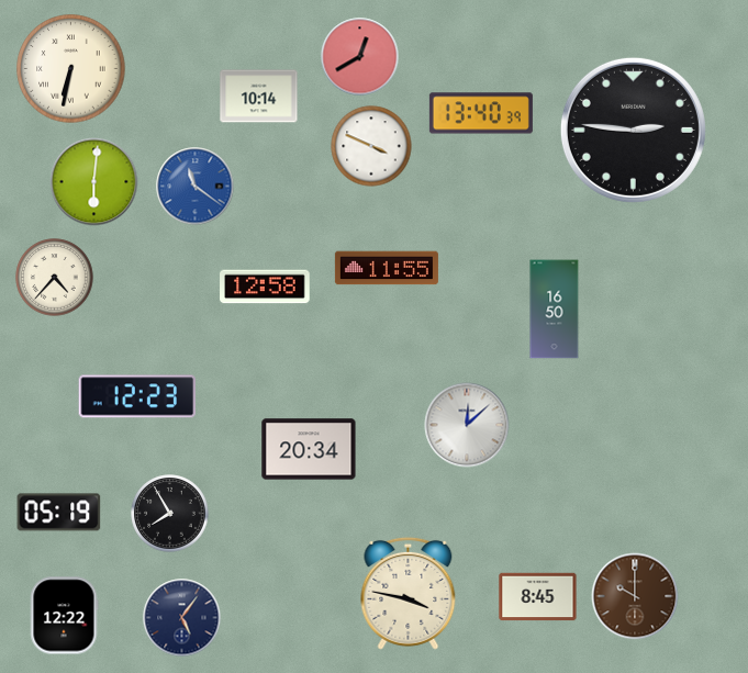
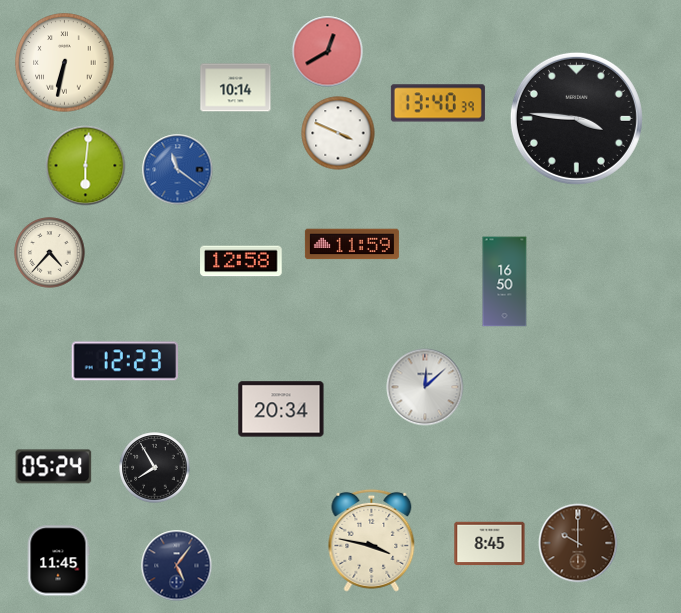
clock at (633, 130): 2:46 -> 3:46
clock at (387, 268): 11:55 -> 11:59
clock at (59, 513): 05:19 -> 05:24
clock at (64, 616): 12:22 -> 11:45
clock at (182, 618) position: (182, 618) -> (177, 566)
